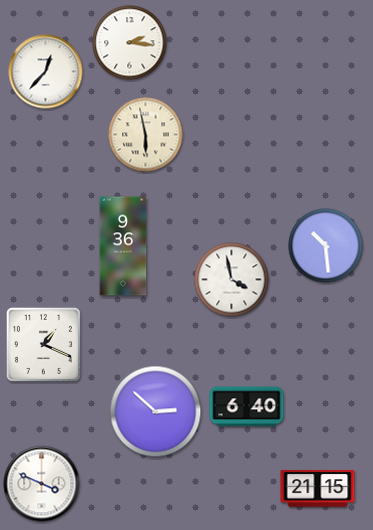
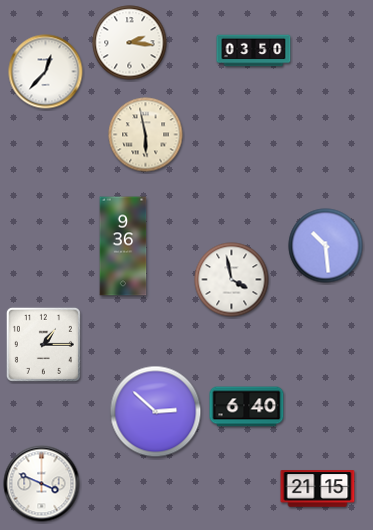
clock at (254, 51): none -> 03:50
clock at (43, 344): 1:19 -> 1:15
